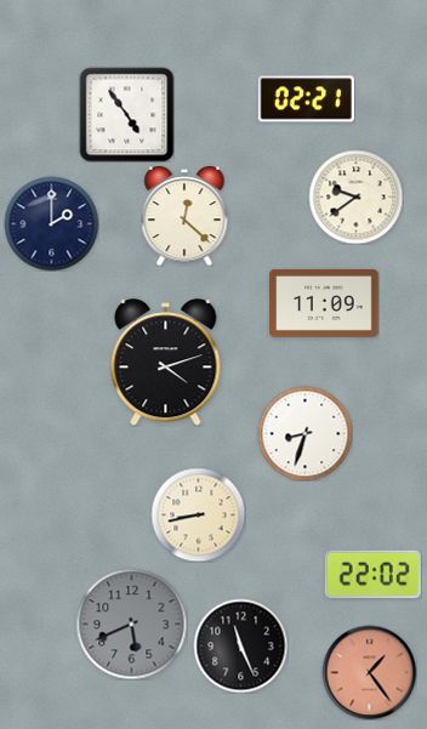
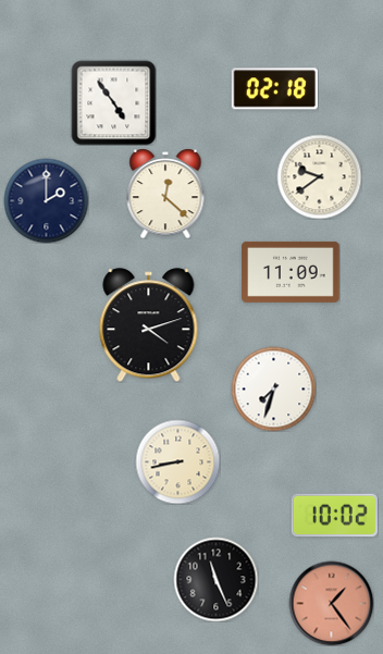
clock at (306, 99): 02:21 -> 02:18
clock at (304, 433): 8:33 -> 7:33
clock at (372, 575): 22:02 -> 10:02
clock at (131, 623): 5:41 -> none
